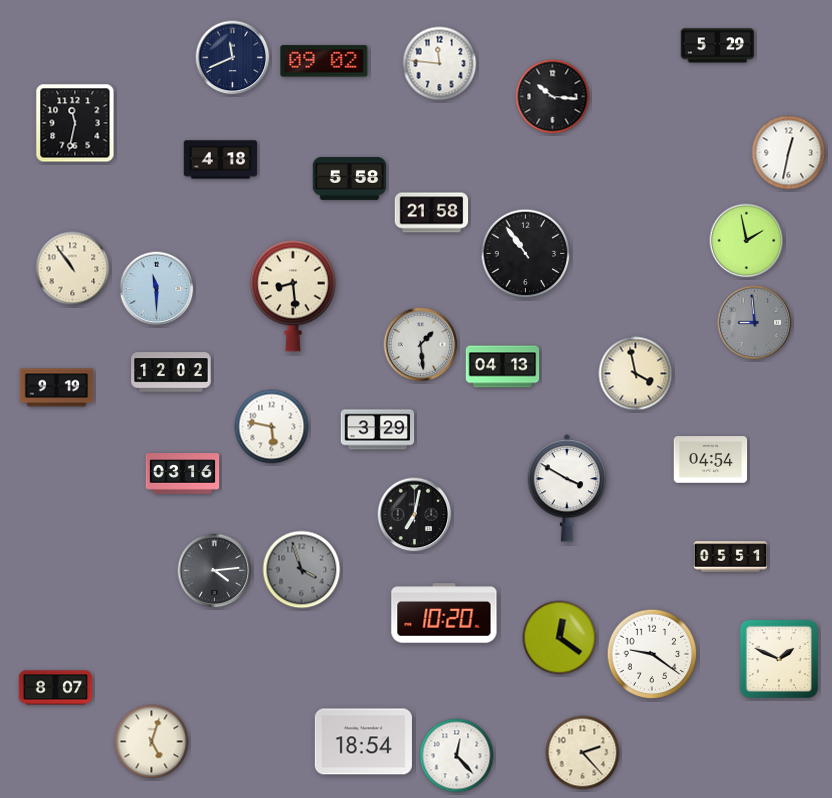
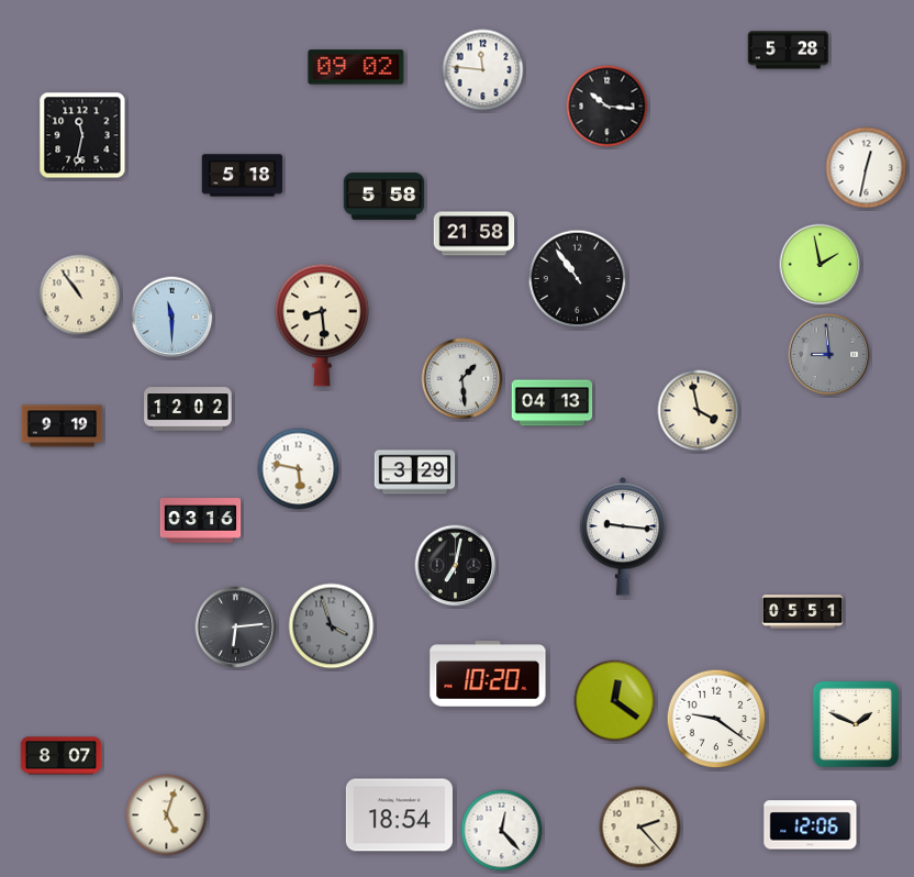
clock at (718, 46): 5:29 -> 5:28
clock at (233, 58): 11:41 -> none
clock at (221, 160): 4:18 -> 5:18
clock at (711, 460): 04:54 -> none
clock at (567, 488): 3:50 -> 9:16
clock at (215, 571): 4:14 -> 6:14
clock at (811, 825): none -> 12:06
